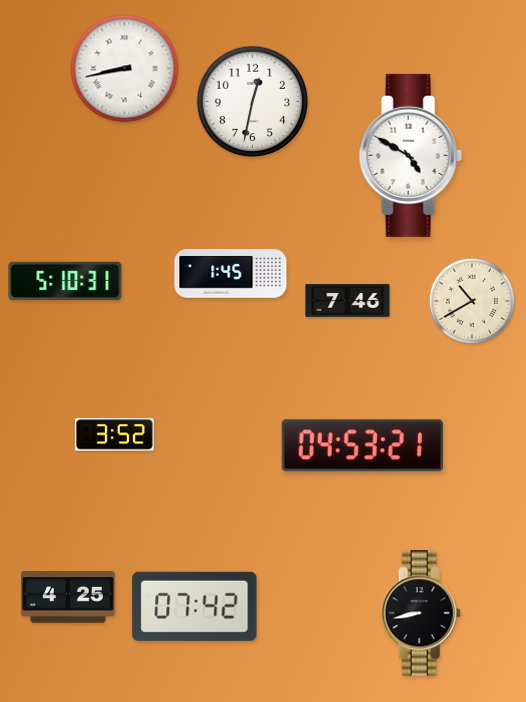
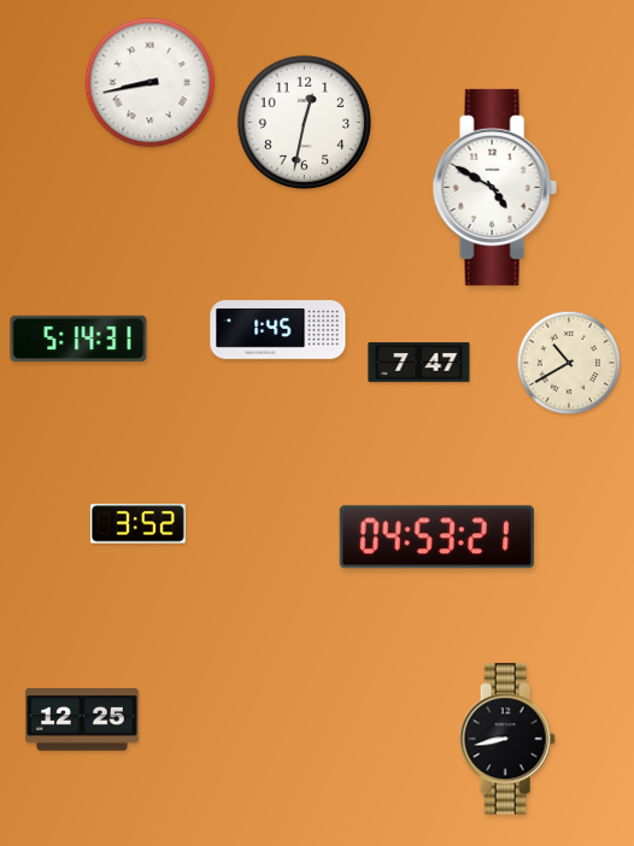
clock at (65, 280): 5:10 -> 5:14
clock at (348, 301): 7:46 -> 7:47
clock at (68, 597): 4:25 -> 12:25
clock at (195, 606): 07:42 -> none
